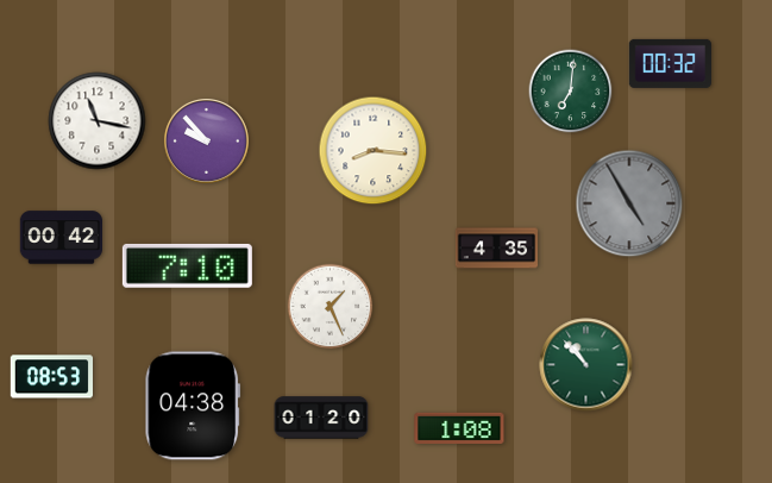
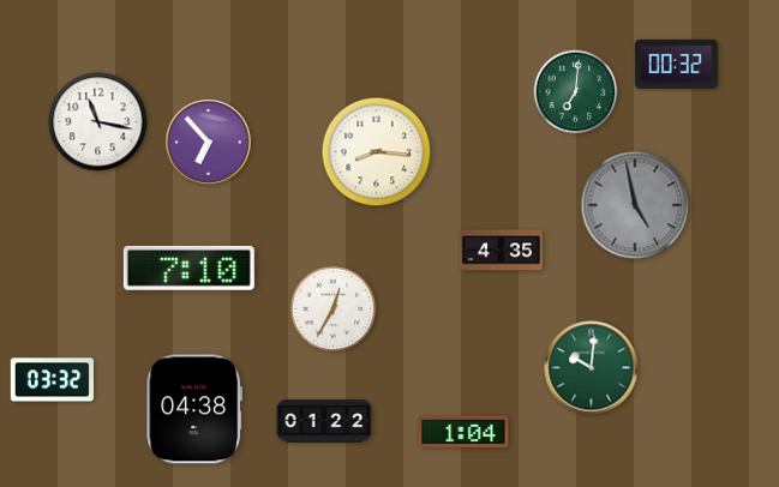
clock at (206, 140): 9:53 -> 6:53
clock at (629, 203): 4:55 -> 4:58
clock at (62, 238): 00:42 -> none
clock at (331, 307): 1:26 -> 12:35
clock at (586, 365): 10:53 -> 10:01
clock at (51, 377): 08:53 -> 03:32
clock at (321, 418): 01:20 -> 01:22
clock at (459, 427): 1:08 -> 1:04
